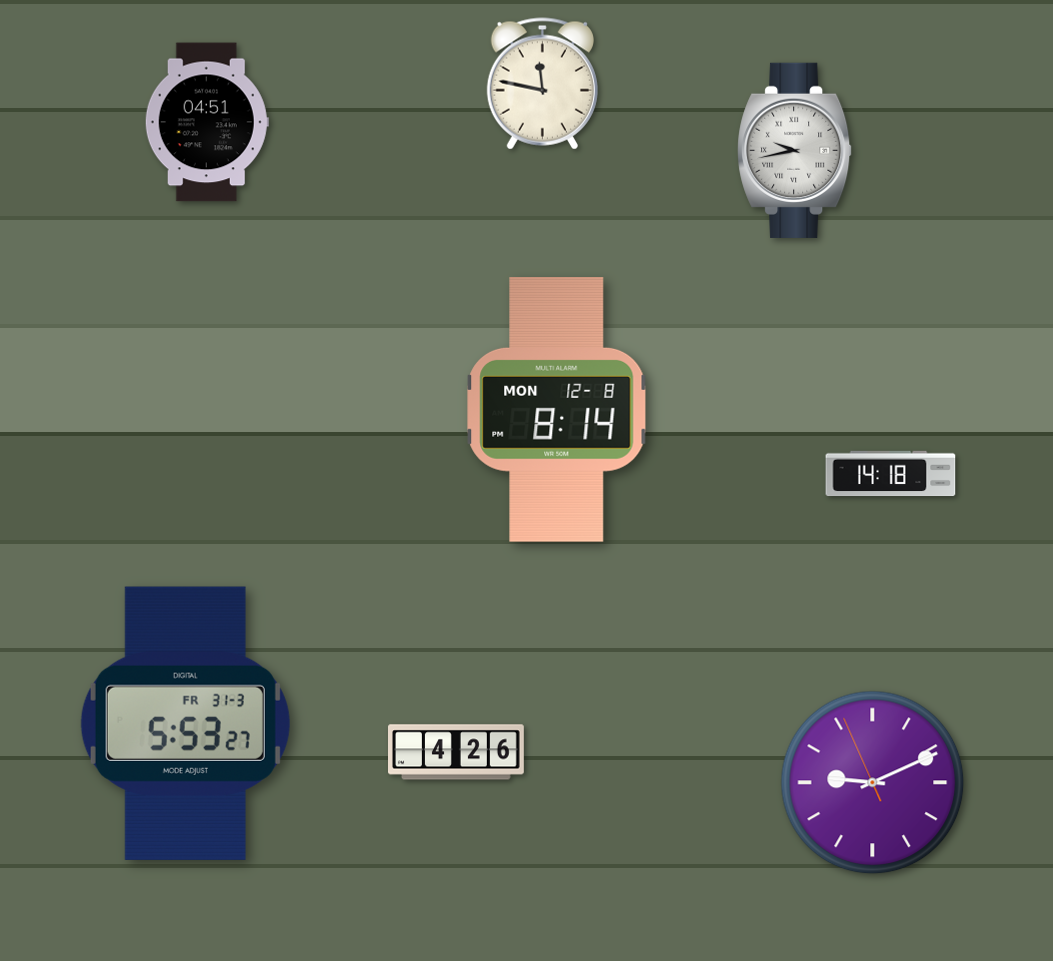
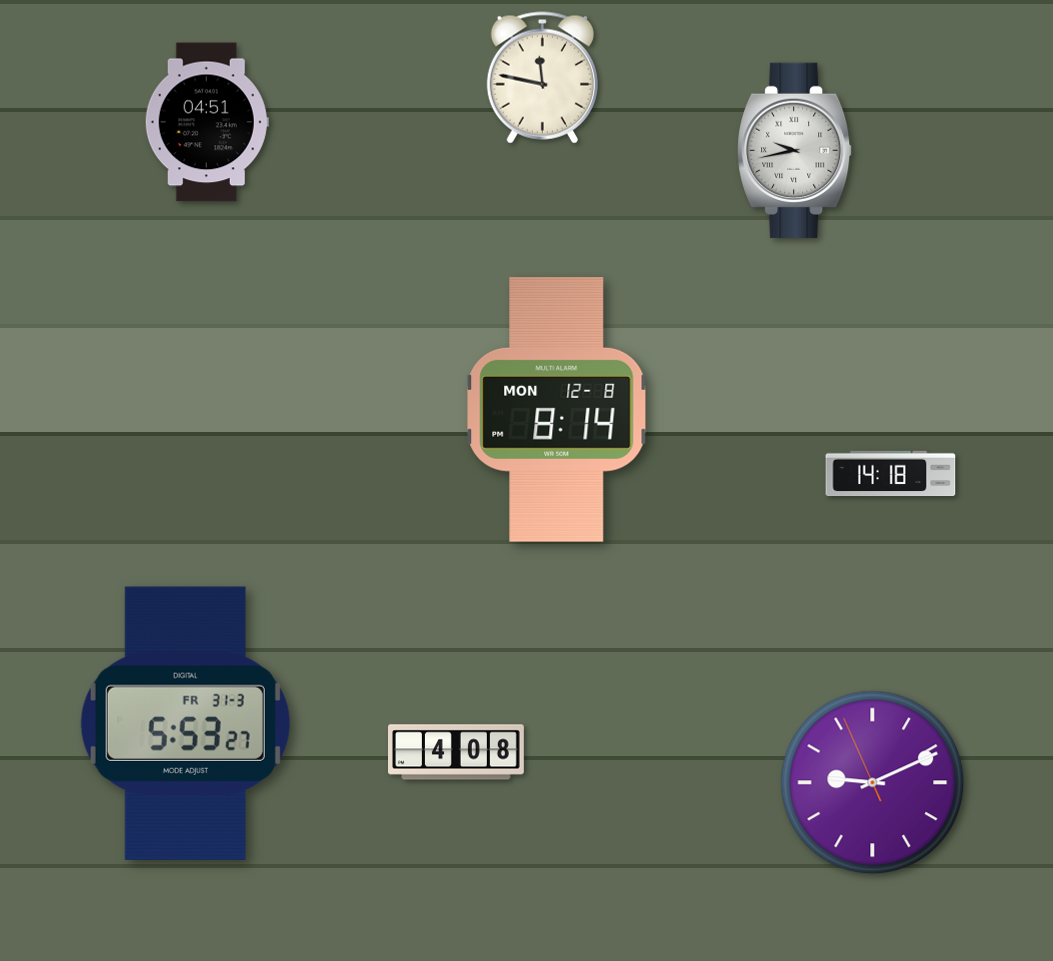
clock at (542, 84) position: (542, 84) -> (542, 78)
clock at (457, 752): 4:26 -> 4:08
